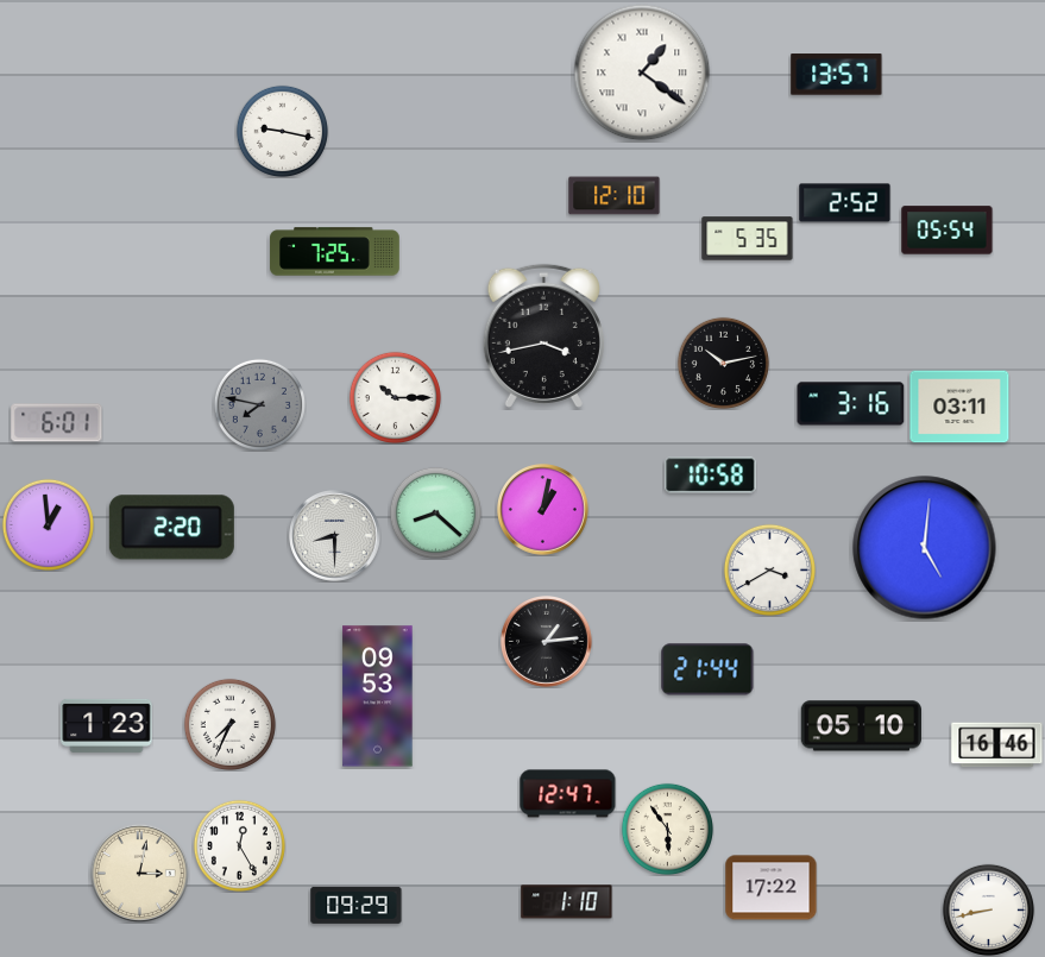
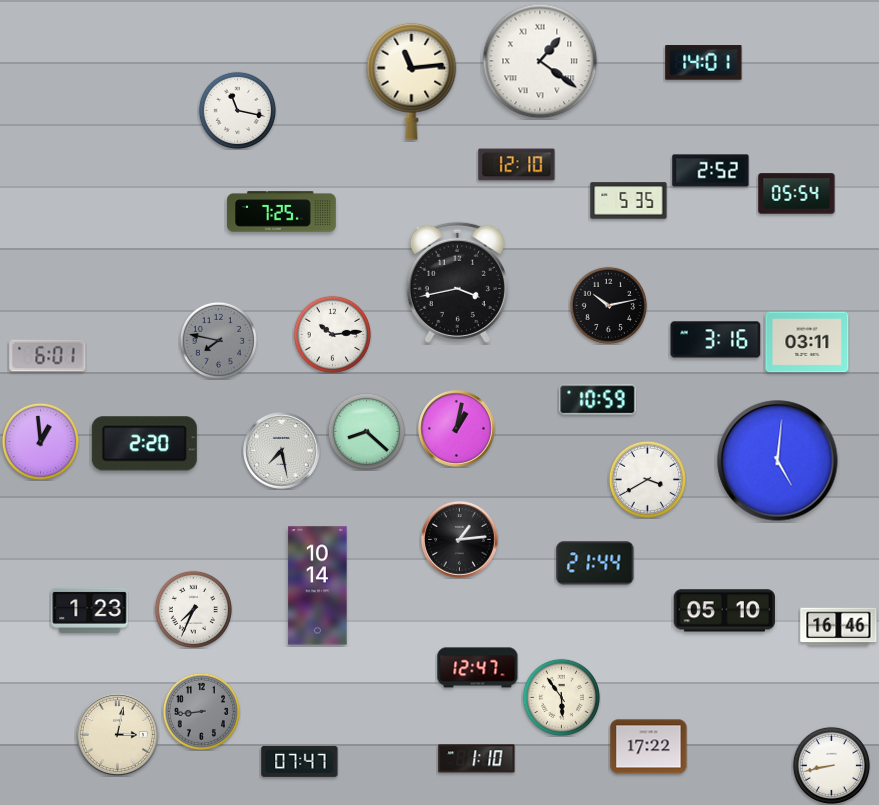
clock at (837, 75): 13:57 -> 14:01
clock at (412, 81): none -> 11:14
clock at (282, 131): 9:17 -> 11:17
clock at (395, 397): 10:15 -> 10:14
clock at (711, 476): 10:58 -> 10:59
clock at (335, 536): 8:30 -> 7:28
clock at (378, 697): 09:53 -> 10:14
clock at (239, 845): 12:25 -> 8:44
clock at (239, 845) dial: white -> grey
clock at (357, 905): 09:29 -> 07:47
